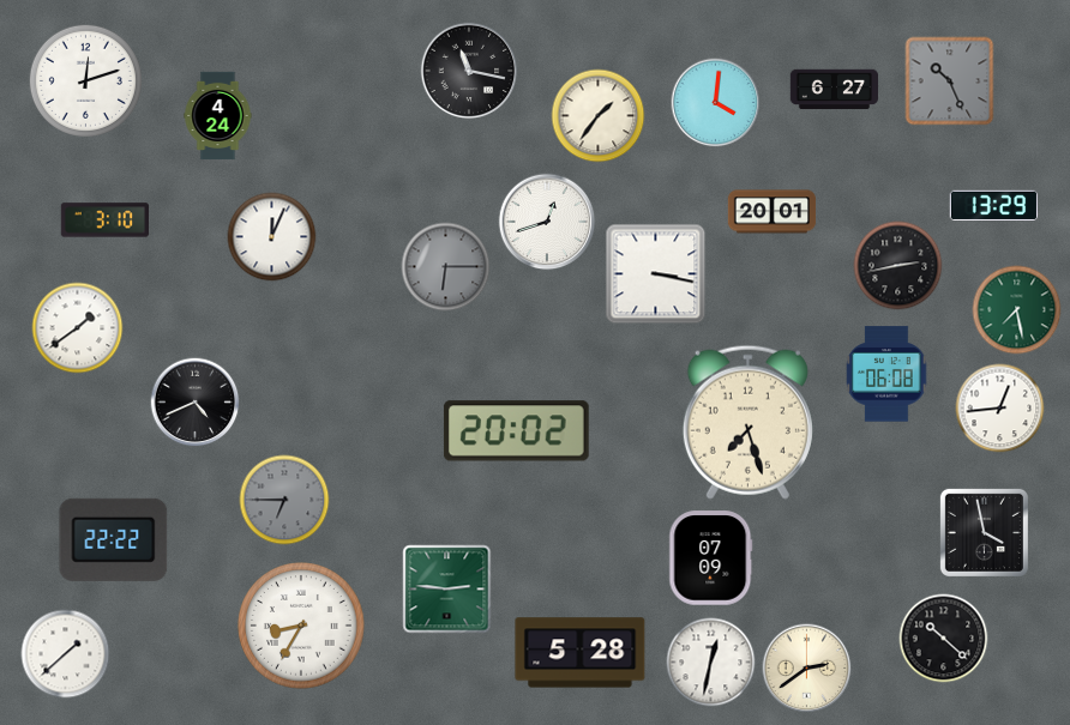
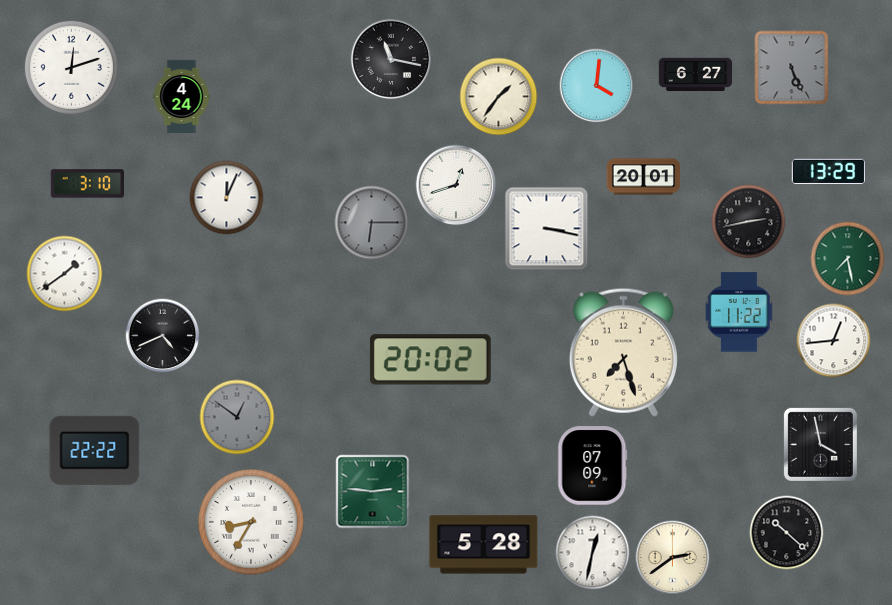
clock at (950, 81): 10:26 -> 5:26
clock at (886, 374): 06:08 -> 11:22
clock at (284, 500): 6:45 -> 12:51
clock at (66, 654): 1:38 -> none
